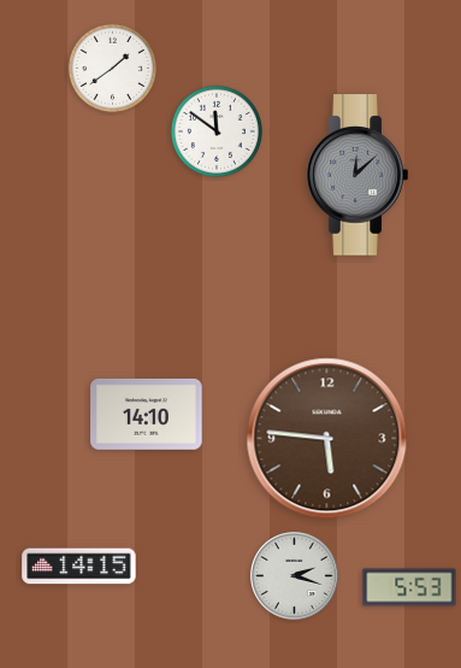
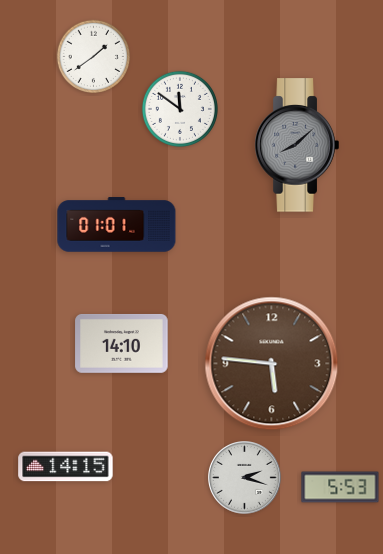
clock at (357, 175): 12:08 -> 8:08
clock at (117, 225): none -> 01:01
clock at (79, 567) position: (79, 567) -> (66, 467)
